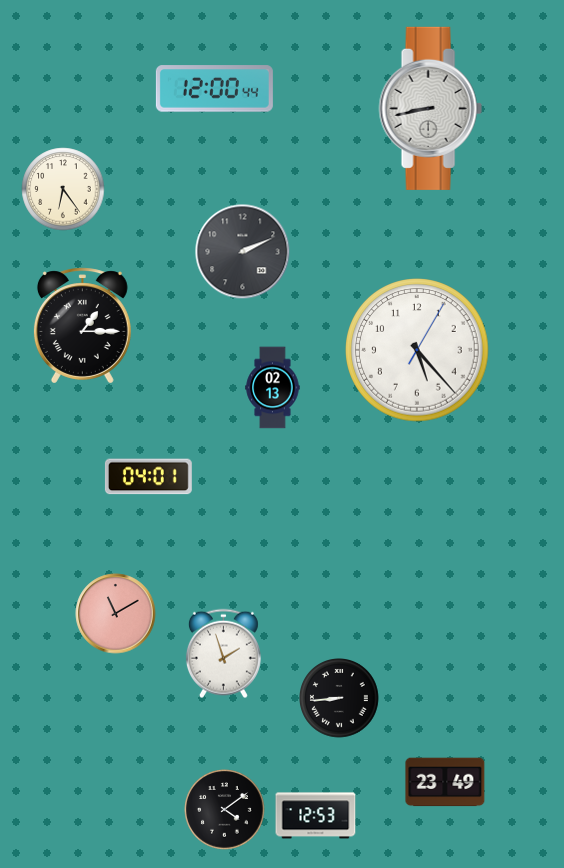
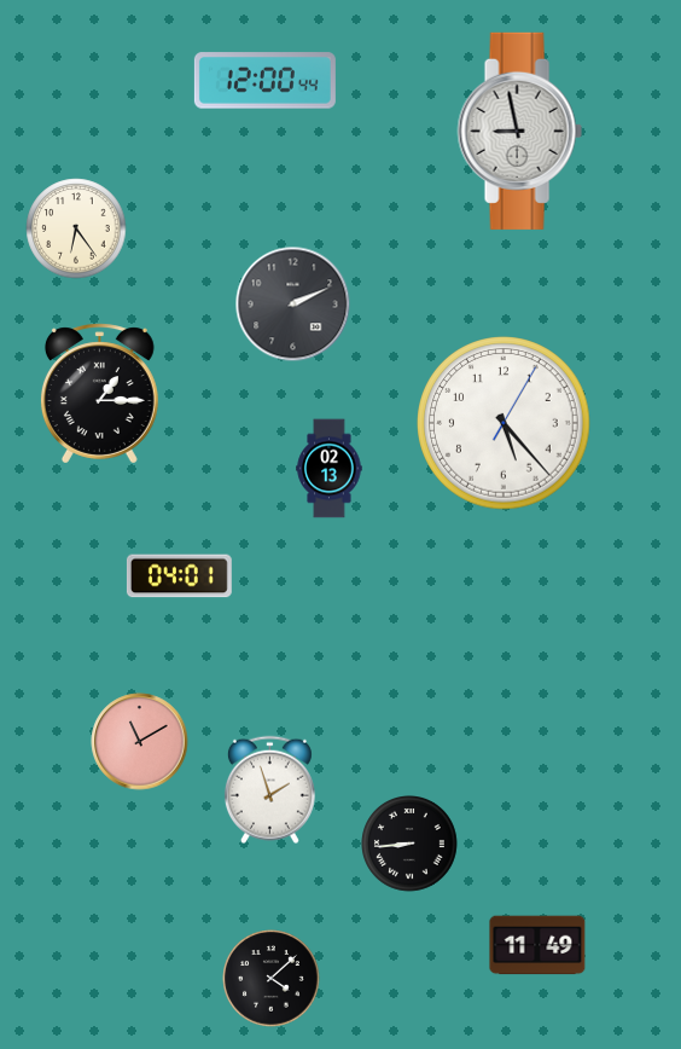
clock at (214, 89) position: (214, 89) -> (264, 81)
clock at (430, 108): 8:43 -> 8:58
clock at (445, 782): 23:49 -> 11:49
clock at (225, 810): 4:09 -> 4:08
clock at (316, 816): 12:53 -> none
